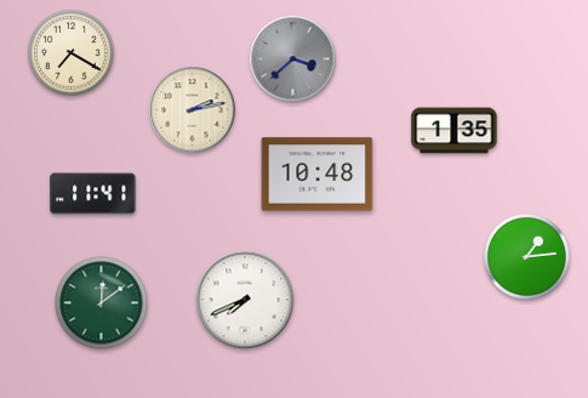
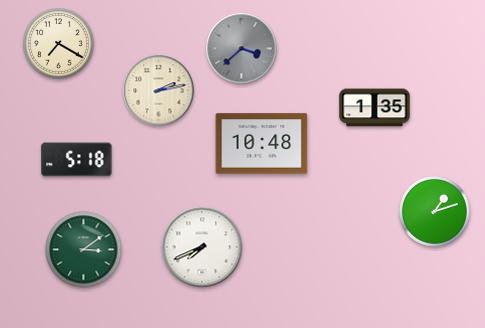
clock at (93, 194): 11:41 -> 5:18
clock at (527, 257): 1:14 -> 1:12
clock at (102, 303): 12:09 -> 3:09
